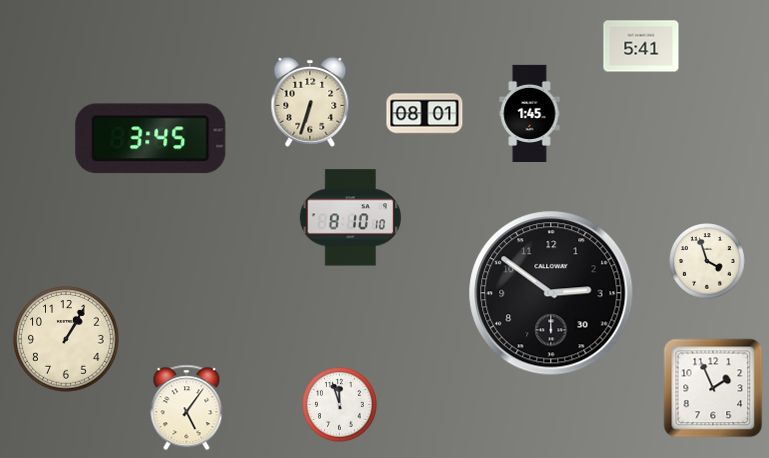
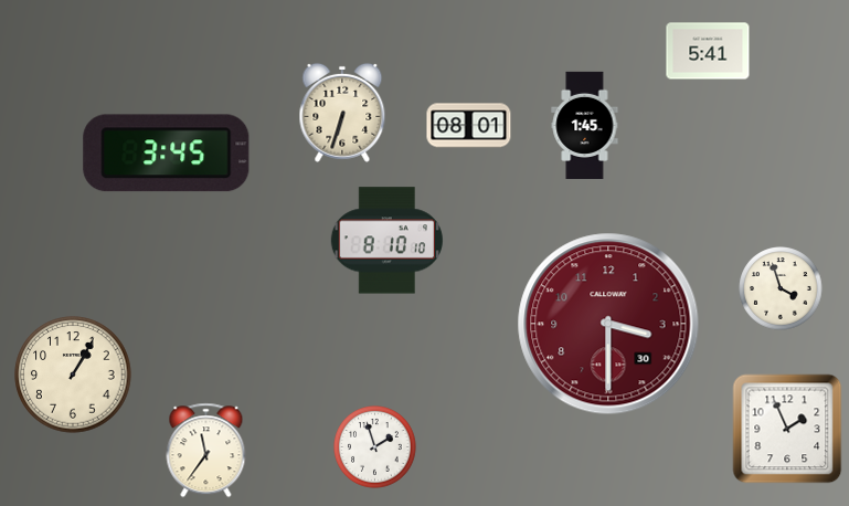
clock at (551, 293): 2:51 -> 3:30
clock at (551, 293) dial: black -> burgundy
clock at (340, 405): 11:57 -> 1:57
clock at (187, 408): 5:06 -> 11:36
